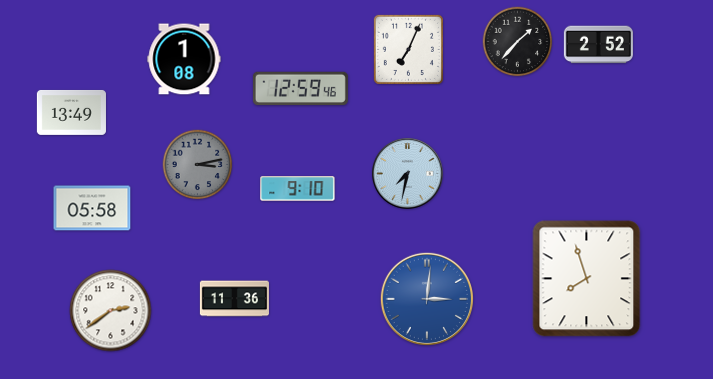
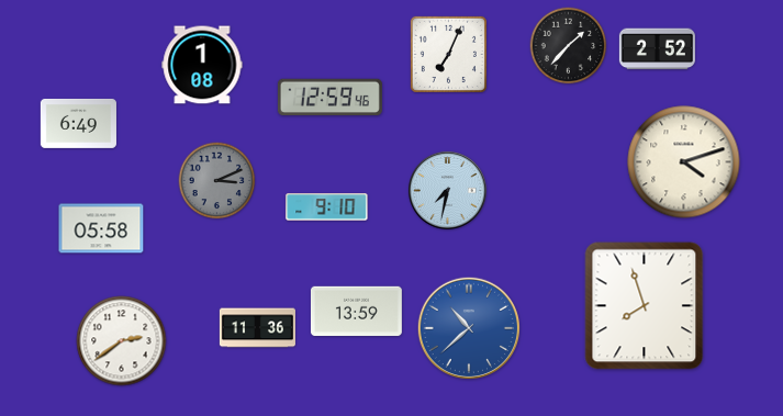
clock at (71, 112): 13:49 -> 6:49
clock at (684, 162): none -> 4:12
clock at (198, 165): 3:13 -> 3:11
clock at (356, 312): none -> 13:59
clock at (426, 298): 3:01 -> 10:38
